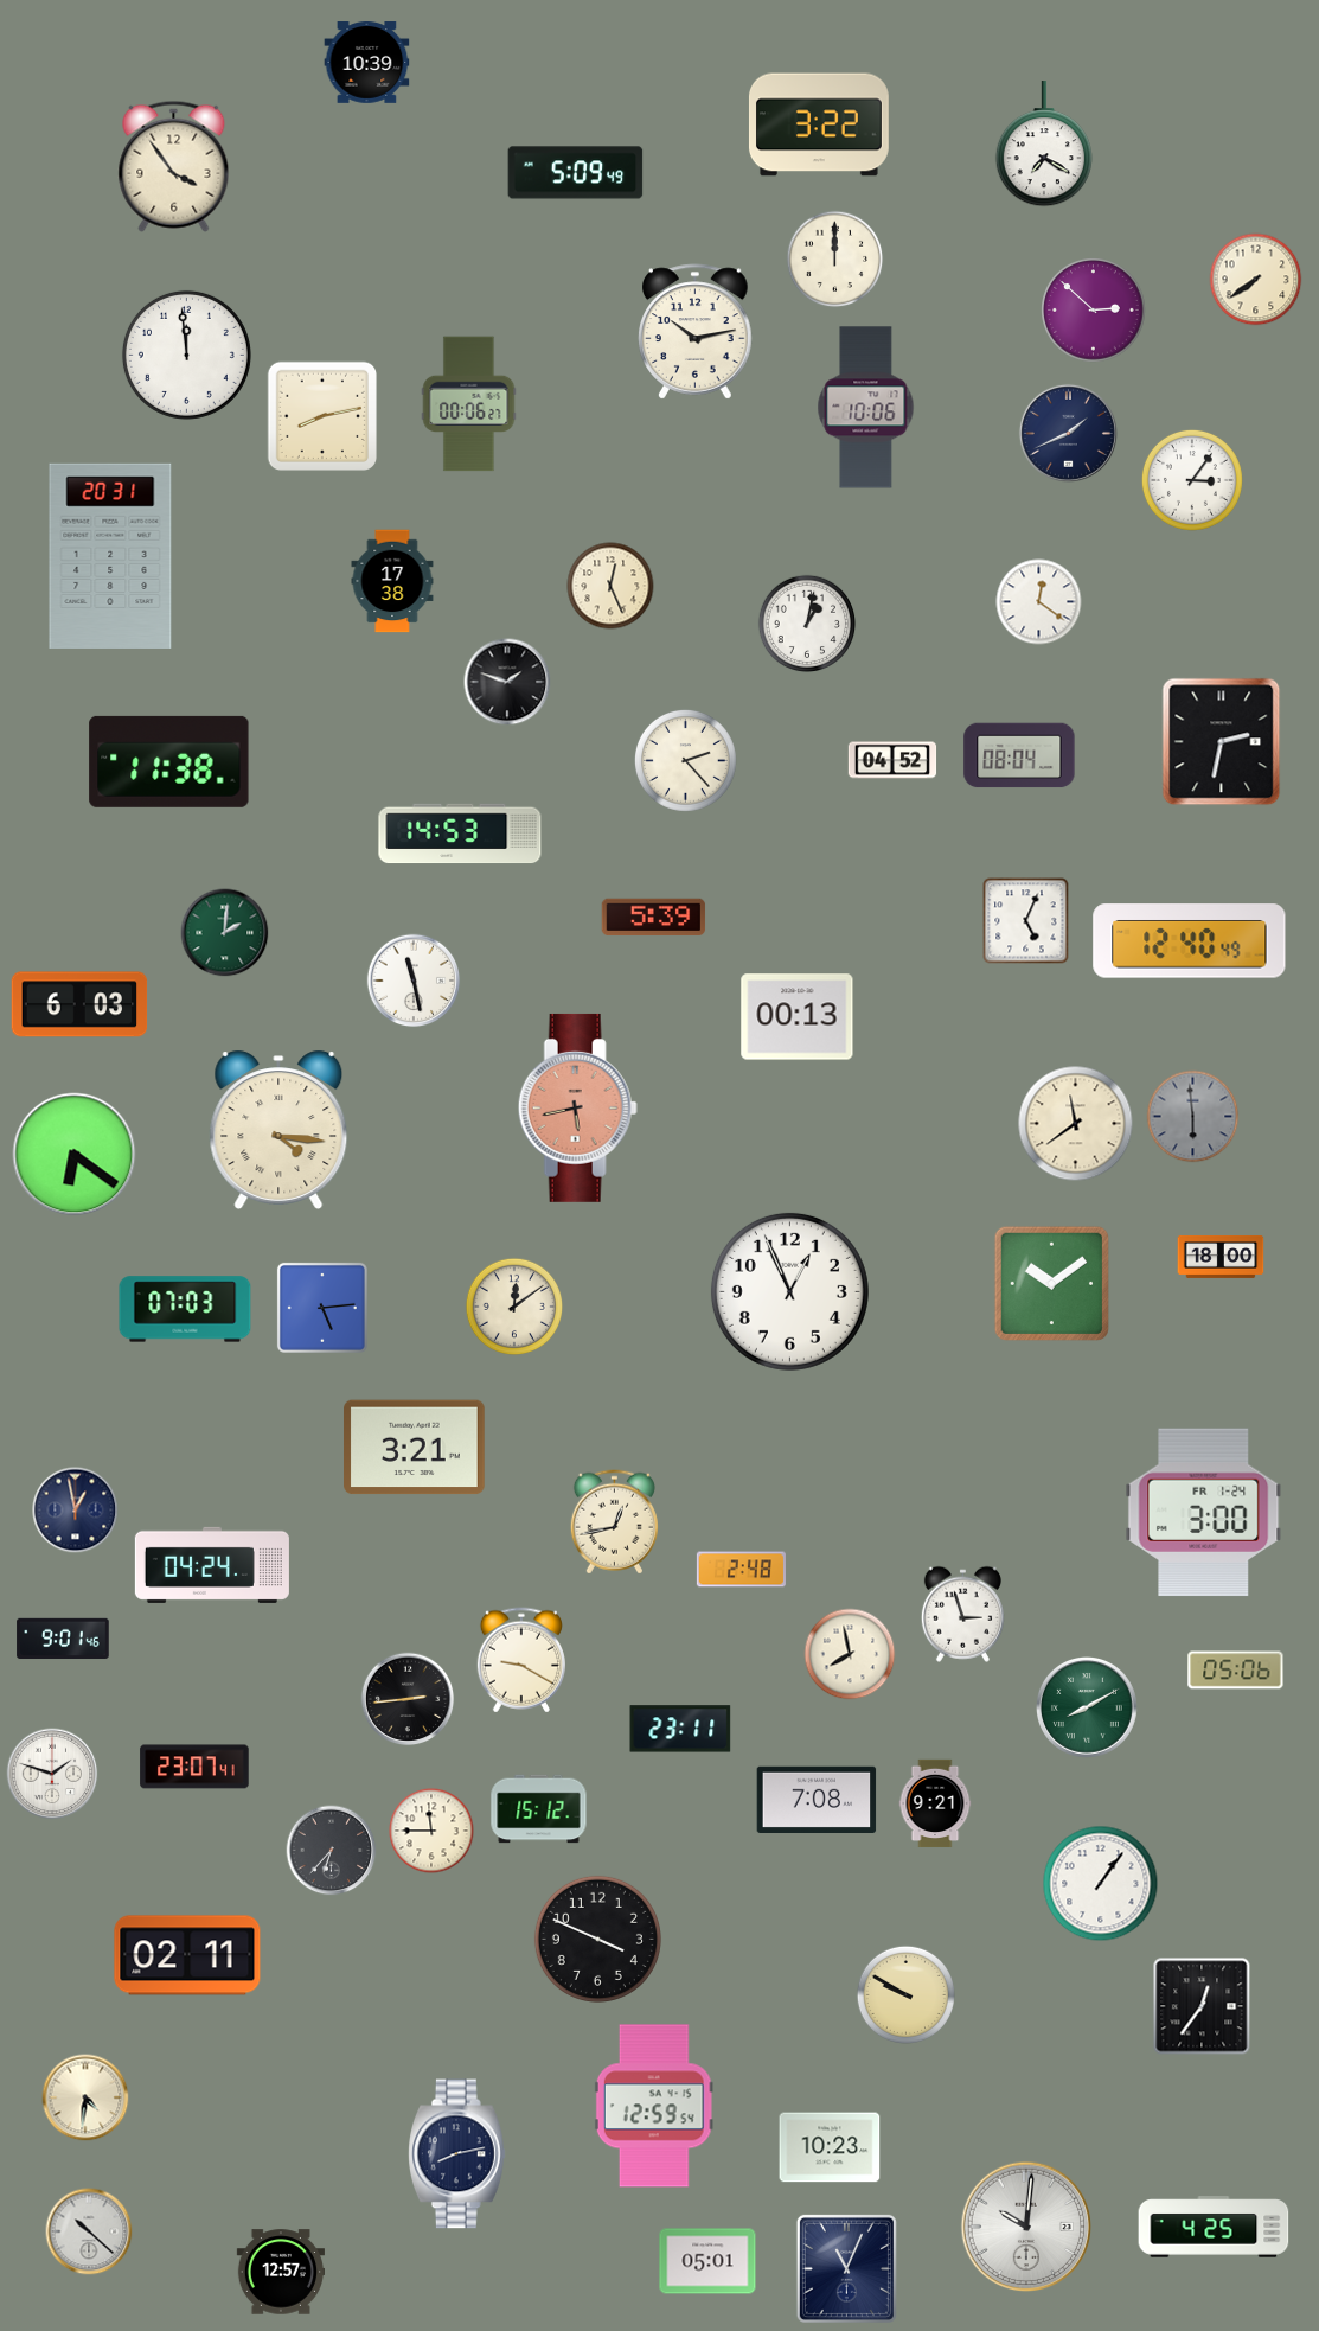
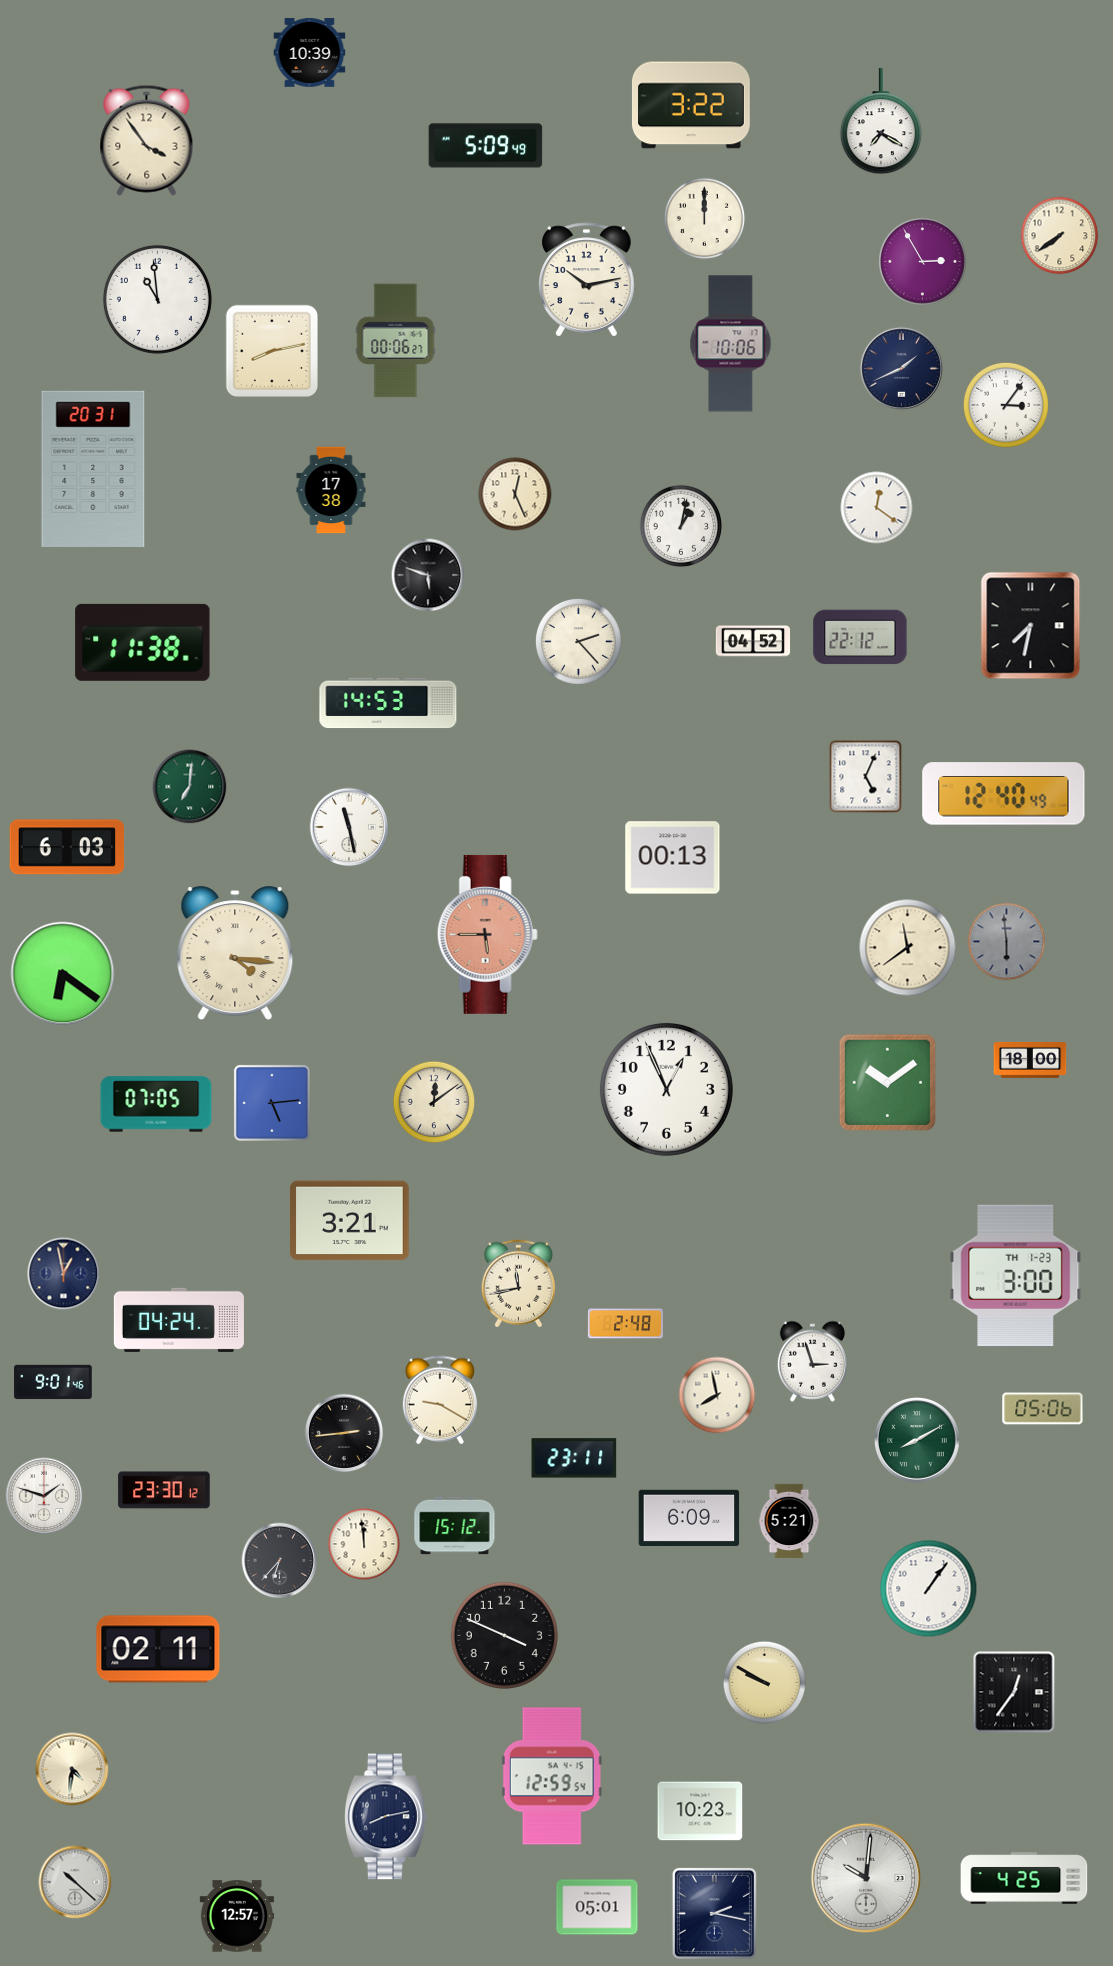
clock at (1094, 311): 2:52 -> 2:55
clock at (186, 355): 11:59 -> 10:59
clock at (1068, 433) position: (1068, 433) -> (901, 368)
clock at (507, 682): 1:48 -> 5:48
clock at (1222, 742): 2:32 -> 7:32
clock at (1019, 755): 08:04 -> 22:12
clock at (654, 918): 5:39 -> none
clock at (225, 933): 2:01 -> 7:01
clock at (577, 1107): 5:43 -> 5:45
clock at (185, 1309): 07:03 -> 07:05
clock at (1204, 1513) date: FR 1-24 -> TH 1-23
clock at (614, 1522): 12:43 -> 11:43
clock at (194, 1767): 23:07 -> 23:30
clock at (817, 1799): 7:08 -> 6:09
clock at (935, 1803): 9:21 -> 5:21
clock at (431, 1831): 11:45 -> 11:59
clock at (846, 2268): 11:04 -> 2:17
